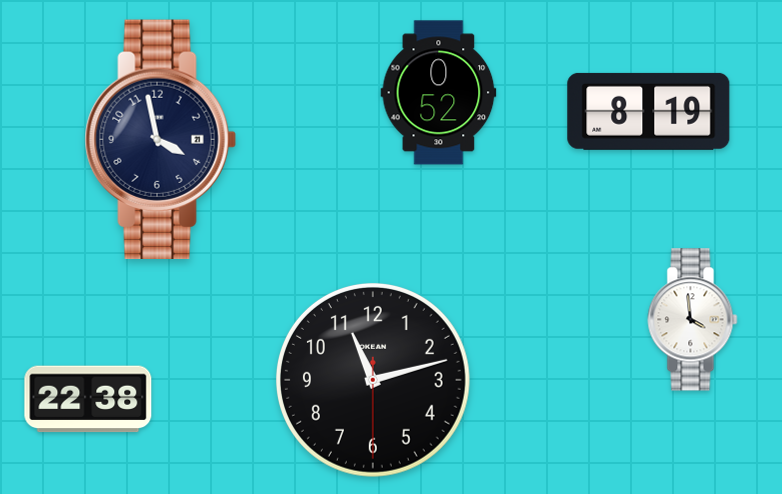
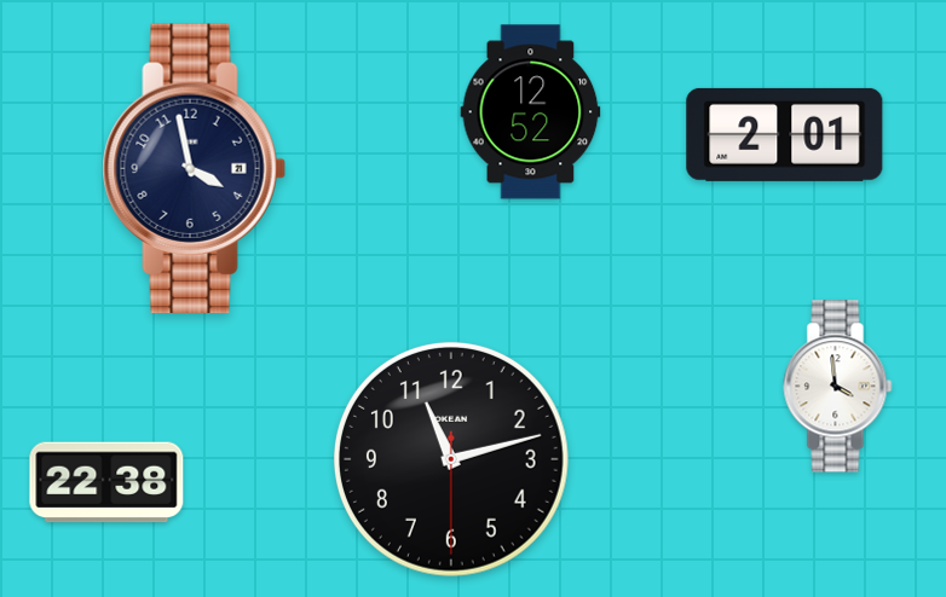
clock at (439, 93): 0:52 -> 12:52
clock at (649, 111): 8:19 -> 2:01
